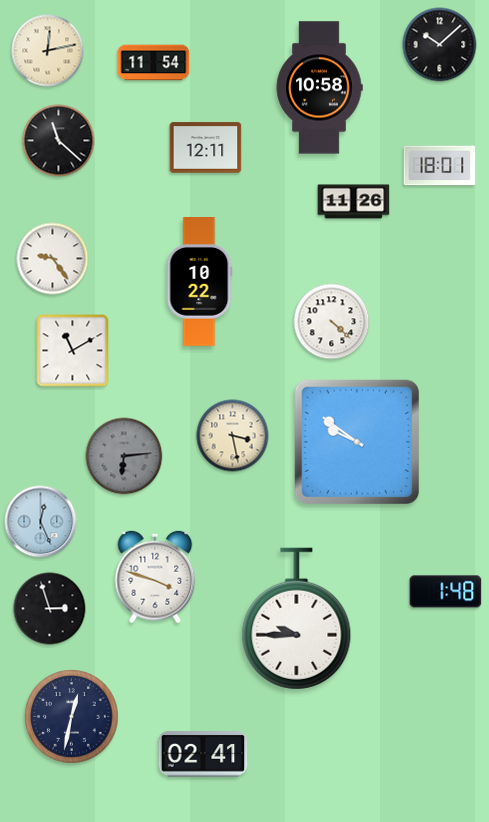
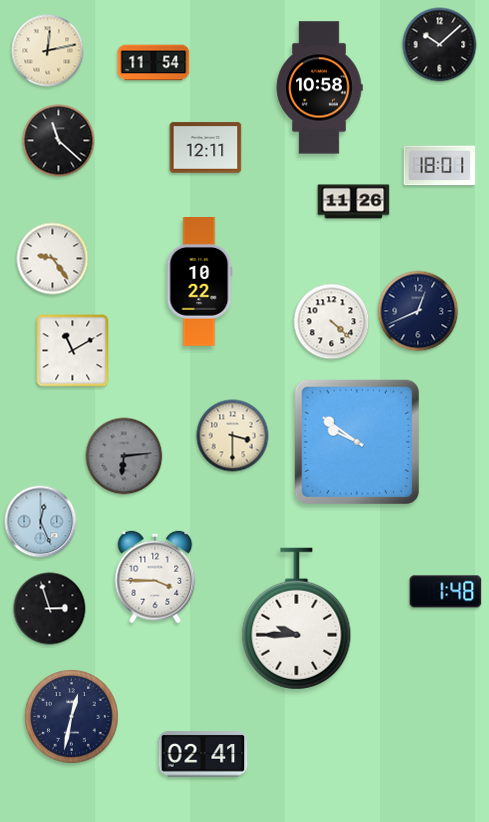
clock at (418, 311): none -> 12:41
clock at (233, 436): 3:28 -> 3:30
clock at (155, 577): 3:48 -> 3:45
